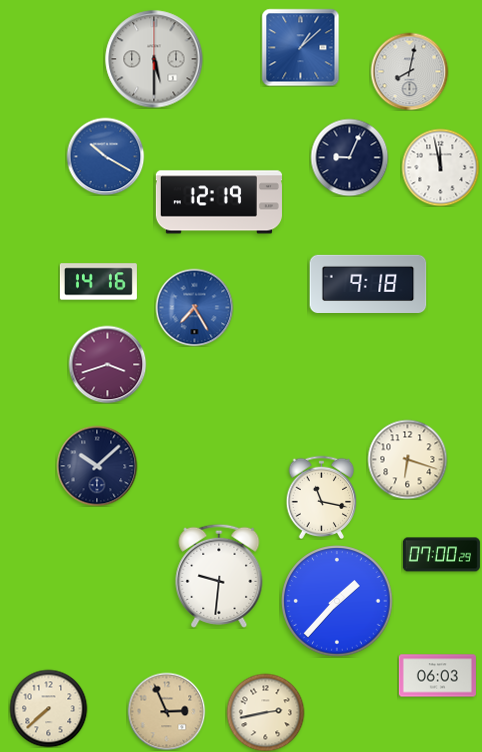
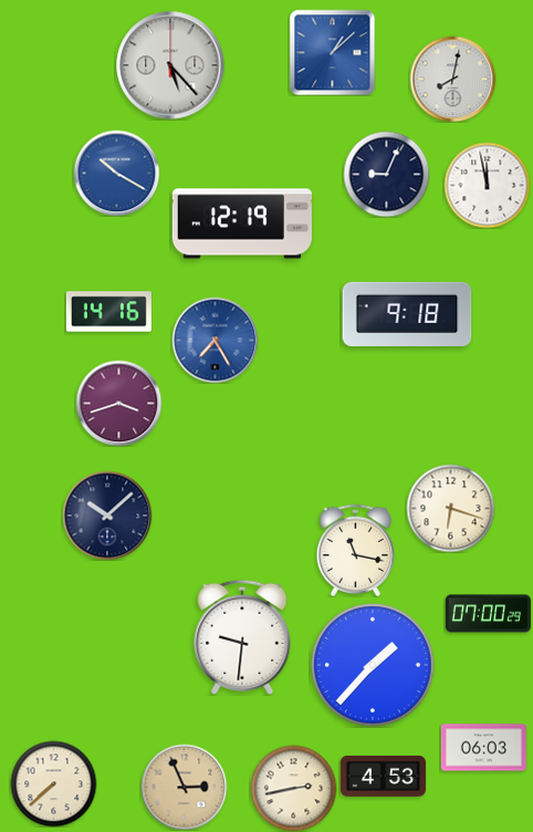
clock at (154, 59): 5:30 -> 5:23
clock at (383, 776): none -> 4:53
